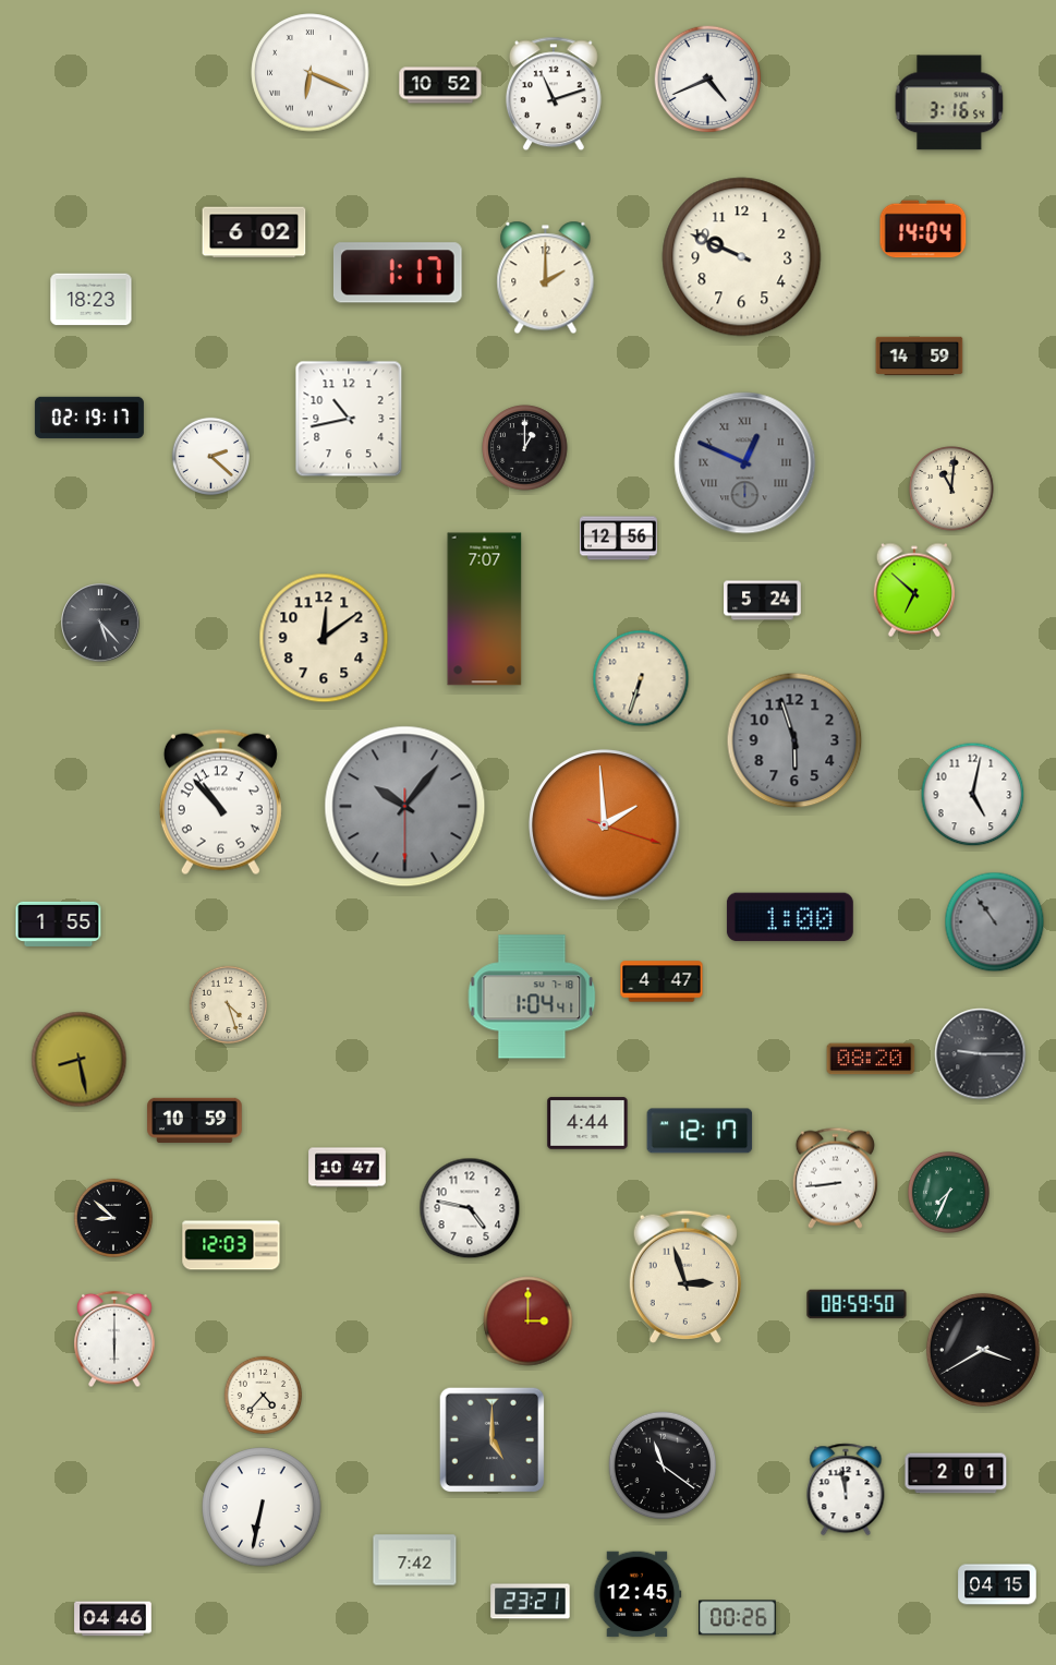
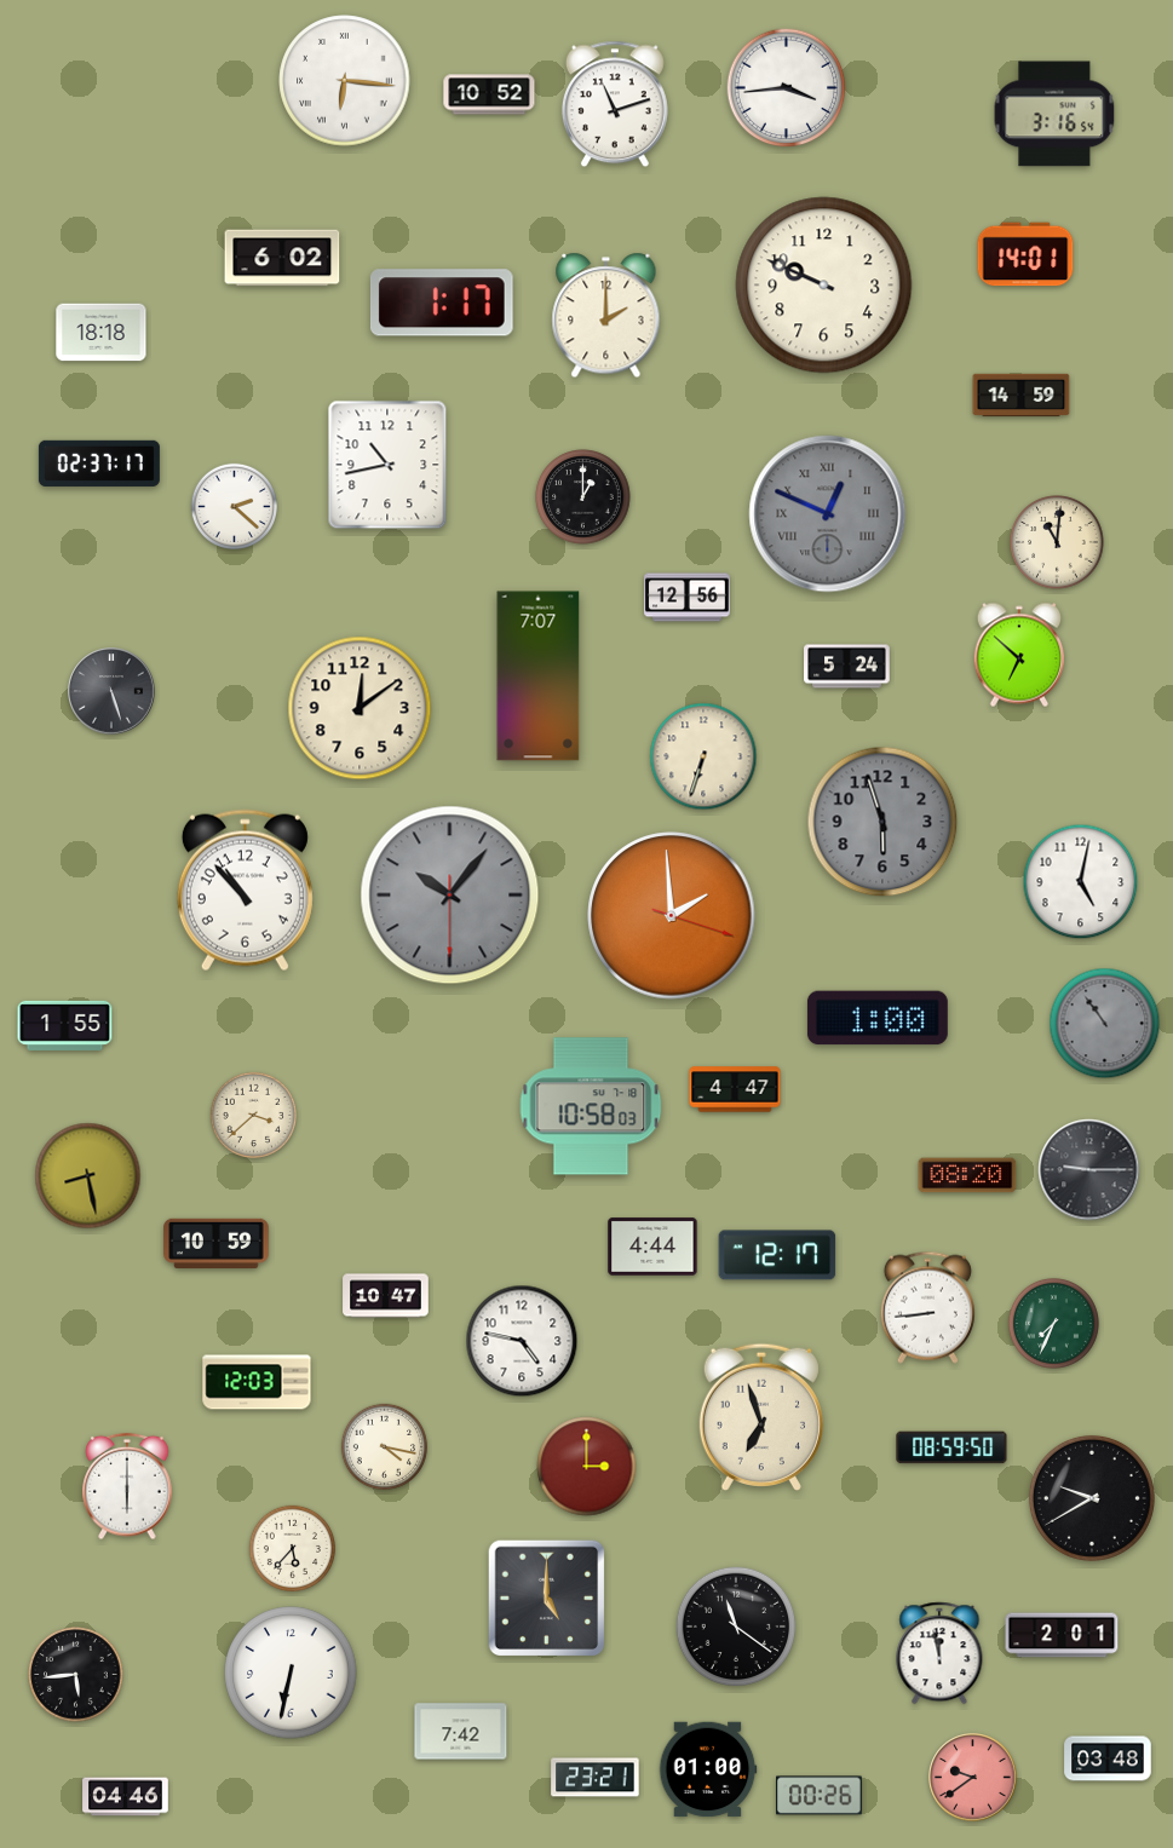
clock at (311, 73): 6:19 -> 6:16
clock at (708, 80): 4:41 -> 3:44
clock at (923, 229): 14:04 -> 14:01
clock at (546, 278) position: (546, 278) -> (606, 316)
clock at (92, 300): 18:23 -> 18:18
clock at (89, 418): 02:19 -> 02:37
clock at (913, 590) position: (913, 590) -> (1018, 655)
clock at (100, 623): 5:23 -> 5:27
clock at (641, 678) position: (641, 678) -> (703, 756)
clock at (532, 997): 1:04 -> 10:58
clock at (228, 1004): 4:27 -> 3:38
clock at (113, 1218): 8:52 -> none
clock at (685, 1277): 2:57 -> 6:57
clock at (384, 1446): none -> 4:17
clock at (983, 1350): 3:40 -> 9:40
clock at (263, 1395): 4:37 -> 5:37
clock at (76, 1675): none -> 5:44
clock at (997, 1584): 04:15 -> 03:48
clock at (638, 1594): 12:45 -> 01:00
clock at (531, 1602) position: (531, 1602) -> (596, 1778)
clock at (973, 1778): none -> 9:39
